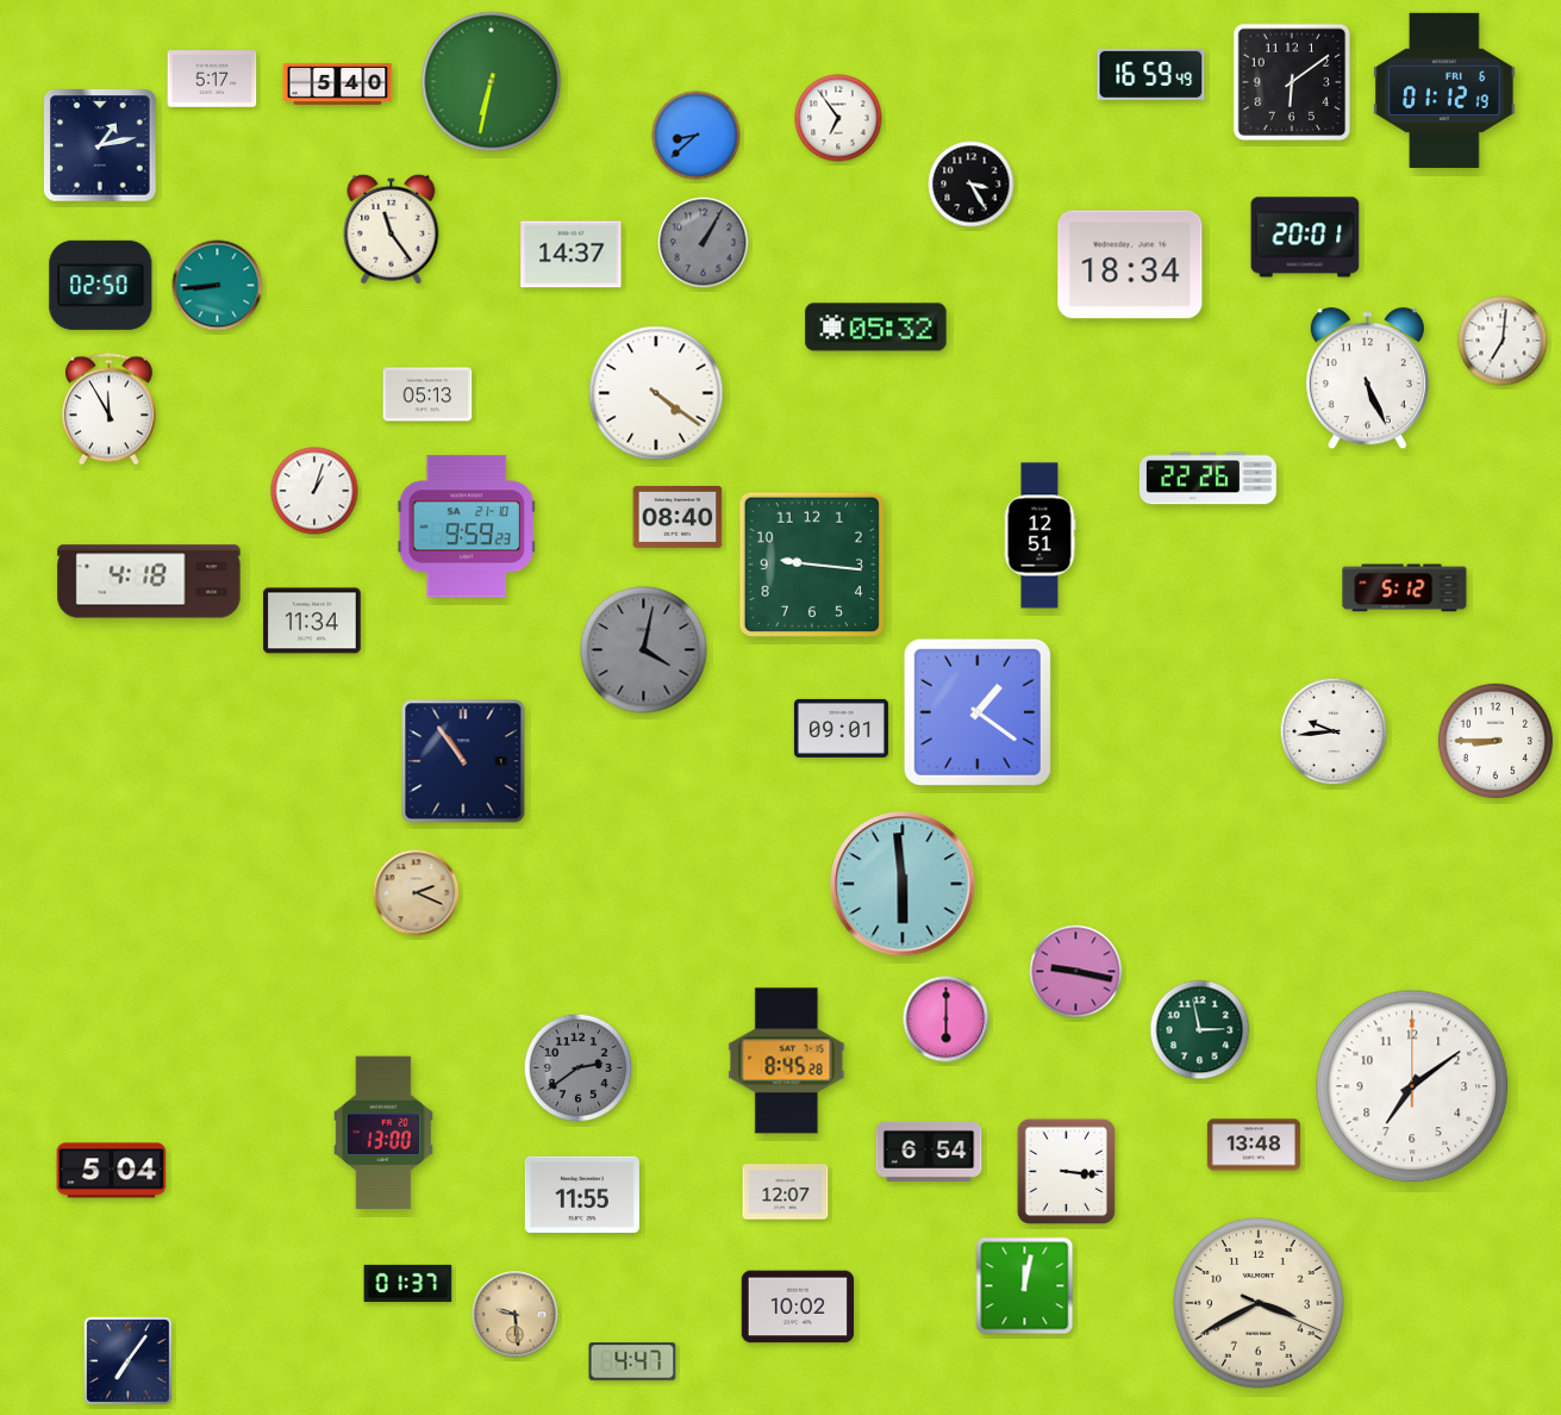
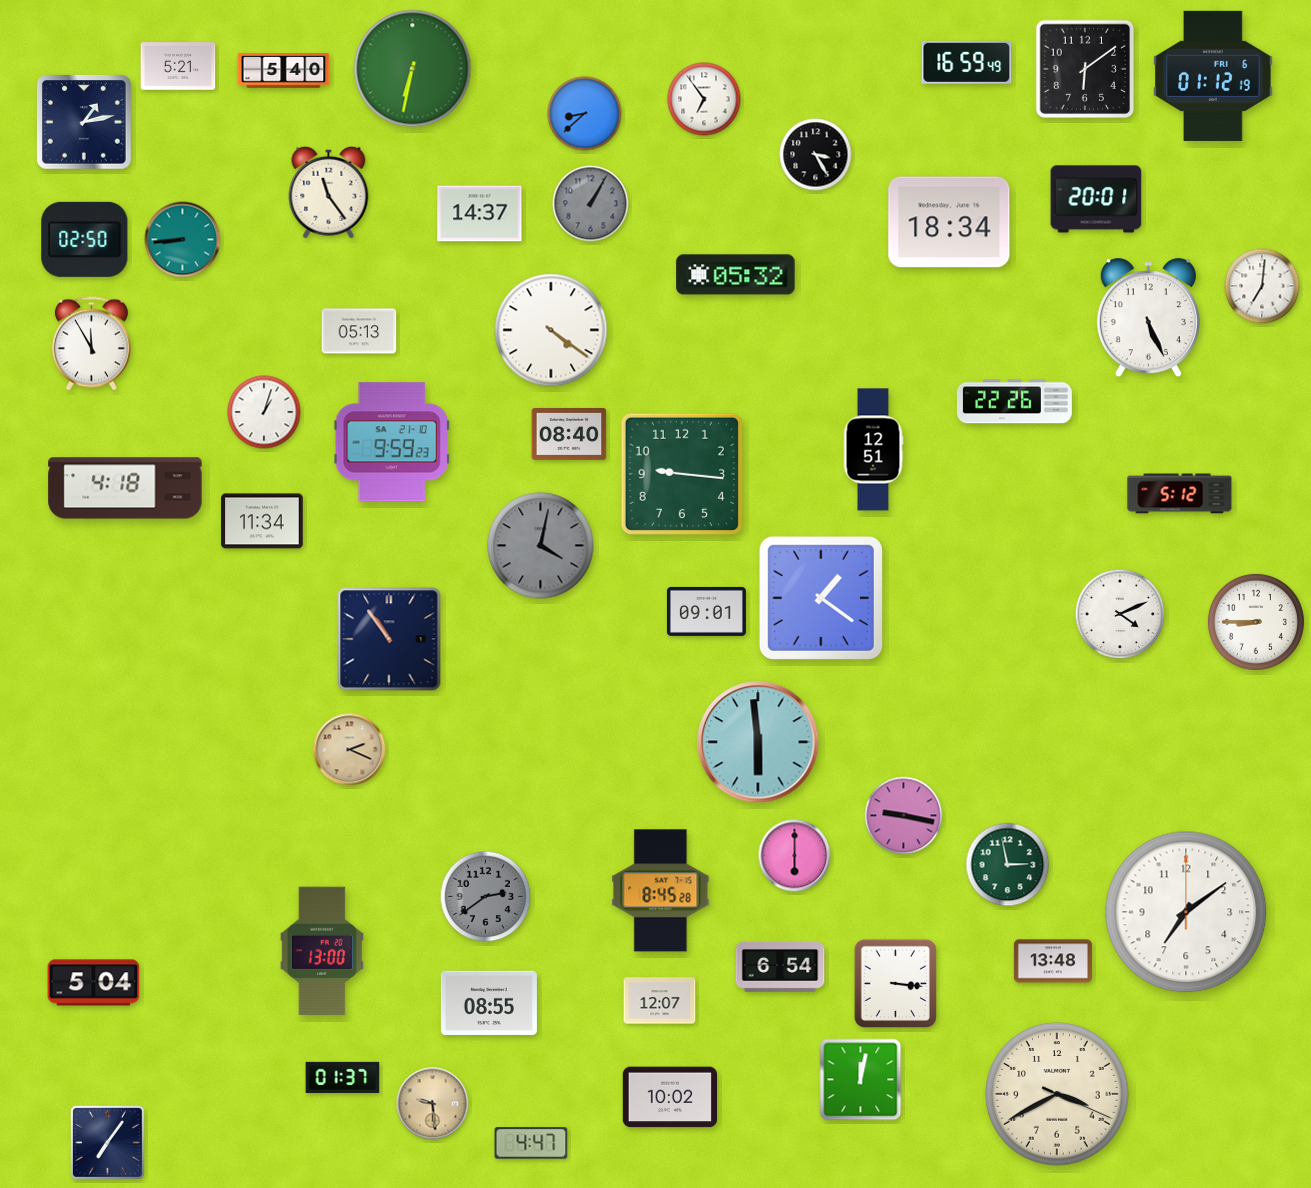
clock at (212, 79): 5:17 -> 5:21
clock at (1334, 731): 9:44 -> 4:11
clock at (582, 1195): 11:55 -> 08:55
